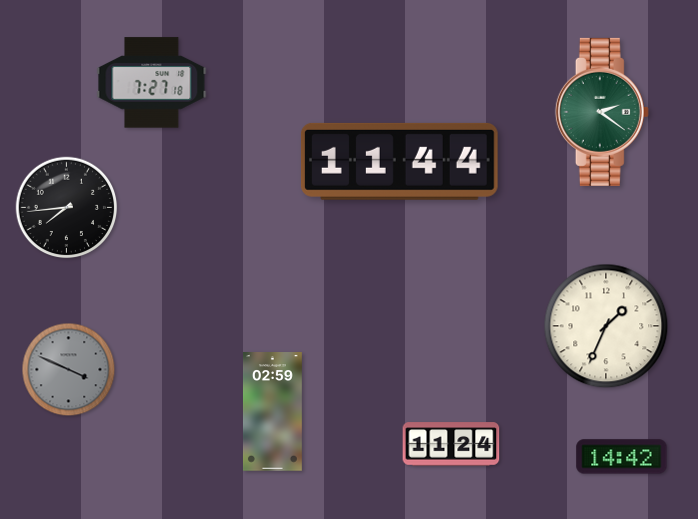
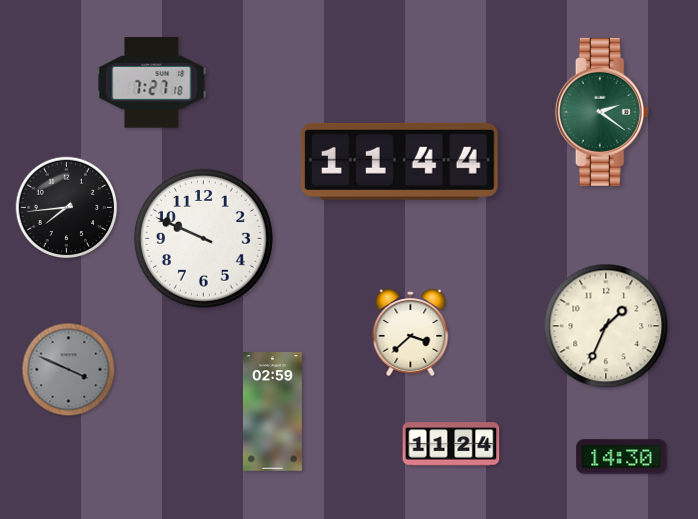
clock at (203, 238): none -> 9:49
clock at (411, 332): none -> 3:38
clock at (622, 457): 14:42 -> 14:30
